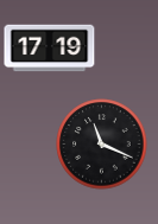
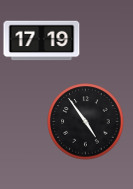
clock at (102, 145): 11:19 -> 4:54
